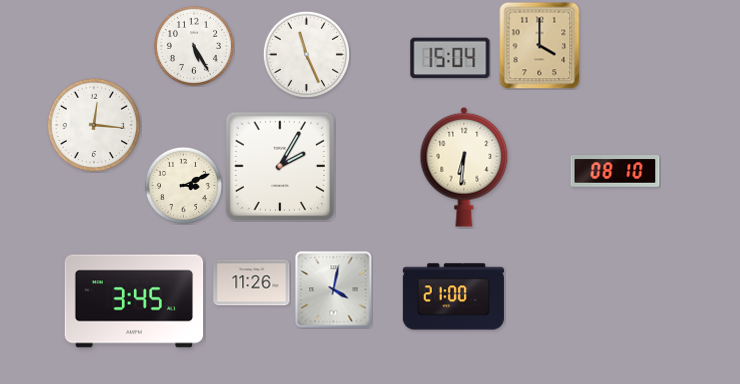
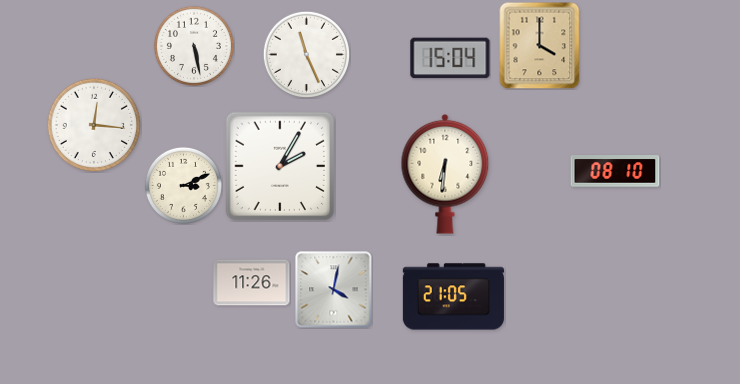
clock at (194, 46): 5:25 -> 5:28
clock at (464, 167) position: (464, 167) -> (445, 174)
clock at (453, 297): 21:00 -> 21:05
clock at (134, 301): 3:45 -> none
